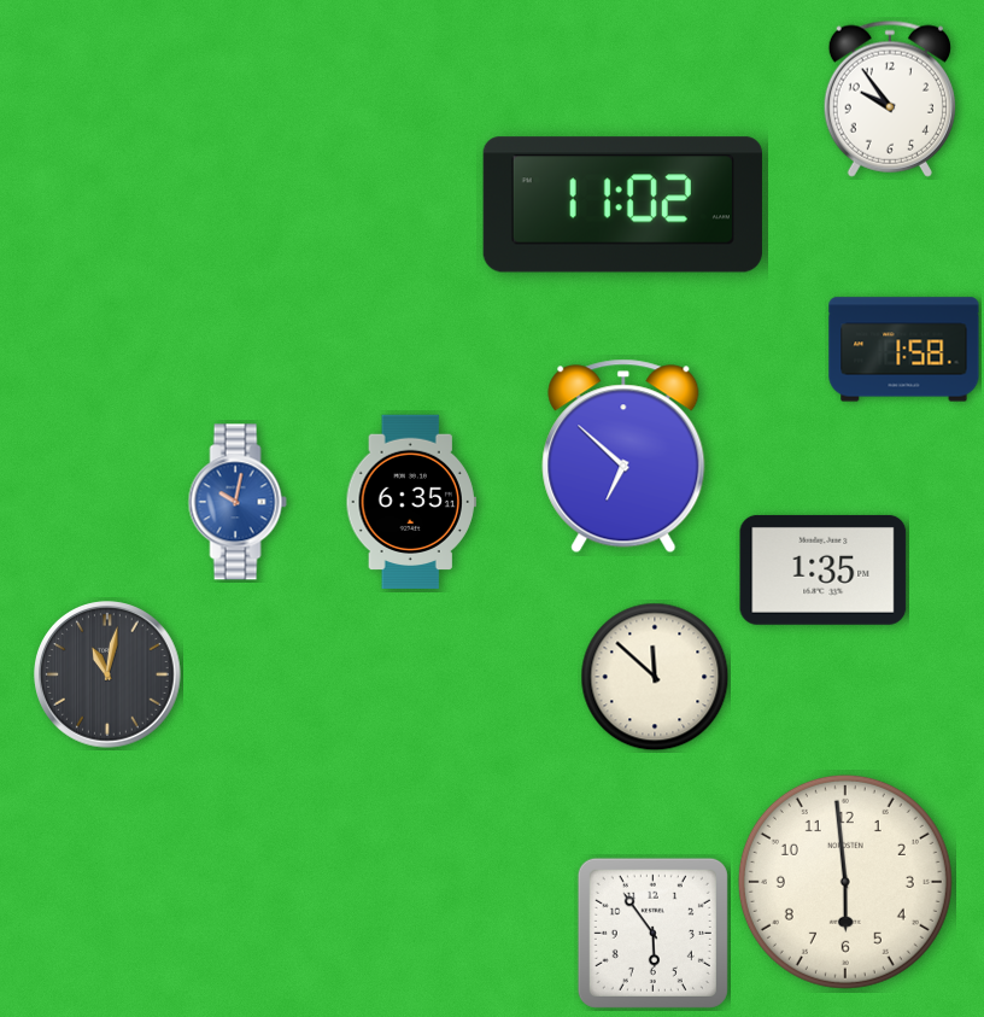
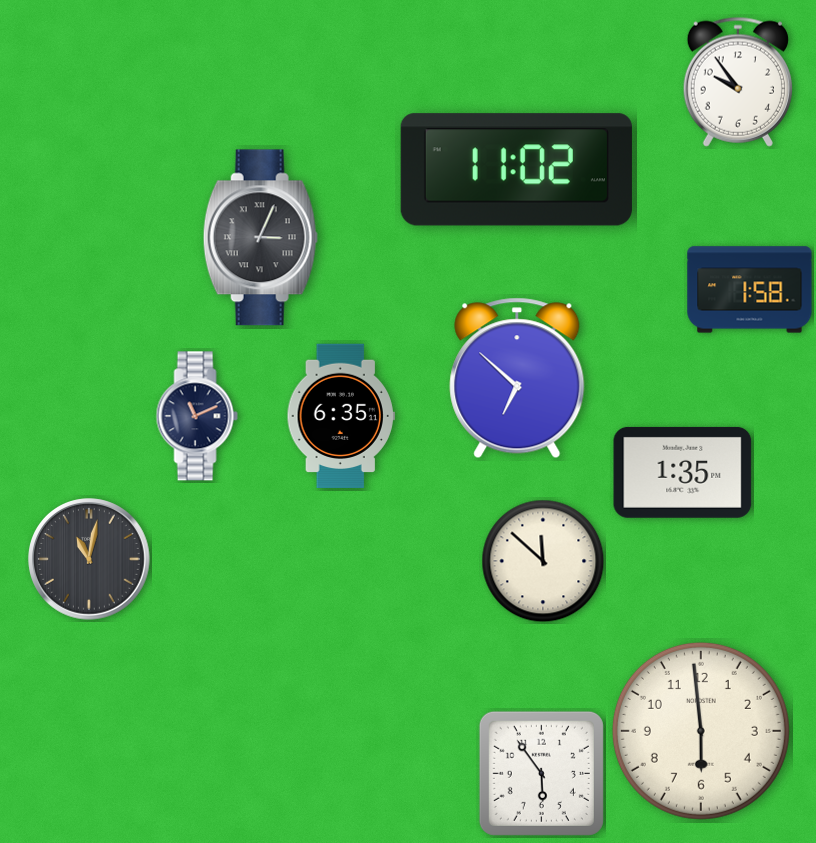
clock at (260, 238): none -> 3:04
clock at (238, 502): 10:02 -> 11:11
clock at (238, 502) dial: blue -> navy
